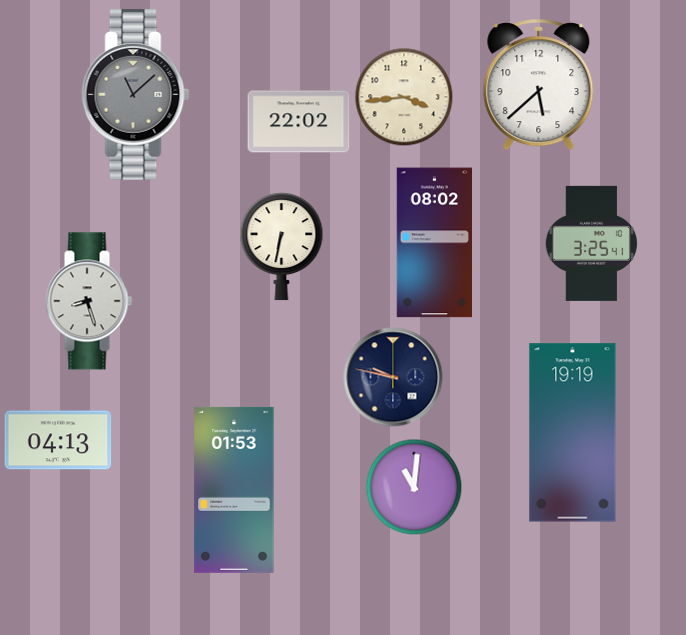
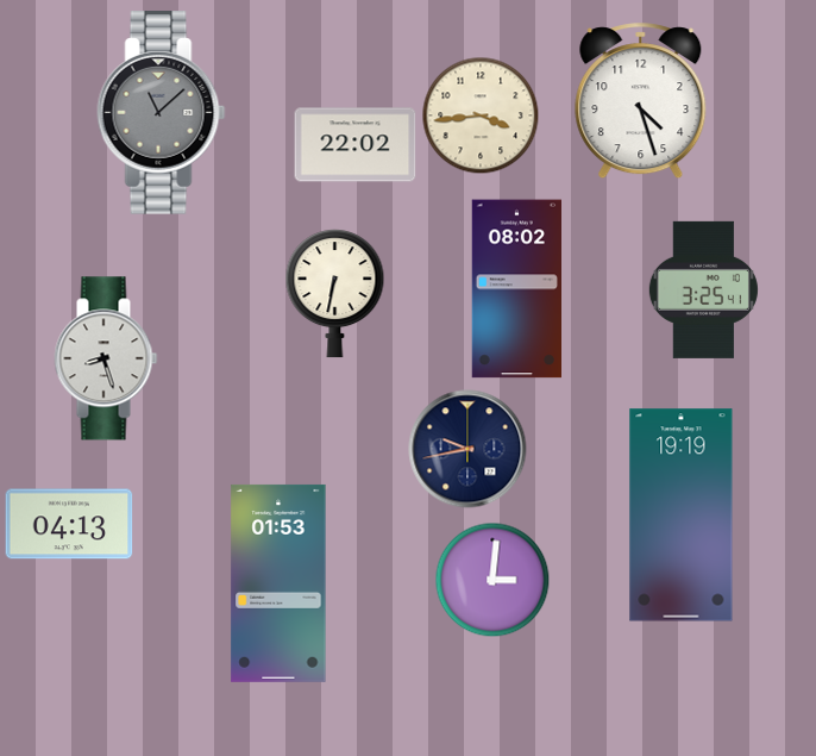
clock at (539, 85): 5:38 -> 4:27
clock at (393, 377): 9:47 -> 9:43
clock at (414, 487): 11:01 -> 3:01
